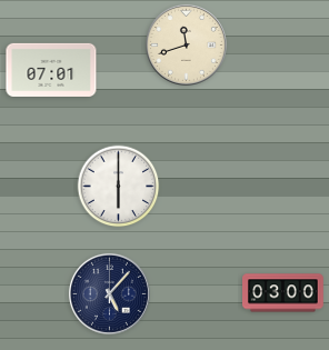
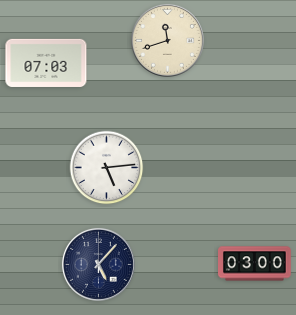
clock at (51, 70): 07:01 -> 07:03
clock at (119, 187): 6:00 -> 5:14
